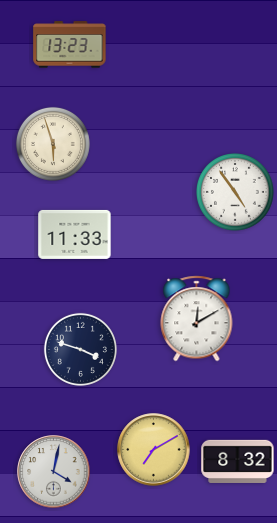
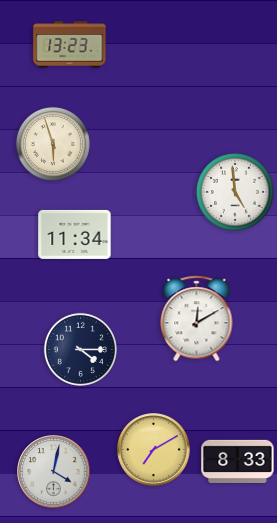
clock at (236, 193): 4:54 -> 4:59
clock at (75, 234): 11:33 -> 11:34
clock at (80, 349): 3:48 -> 4:15
clock at (238, 461): 8:32 -> 8:33
